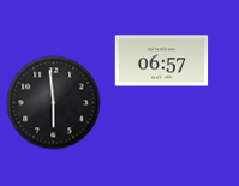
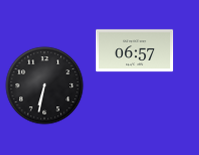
clock at (53, 102): 5:59 -> 6:32
